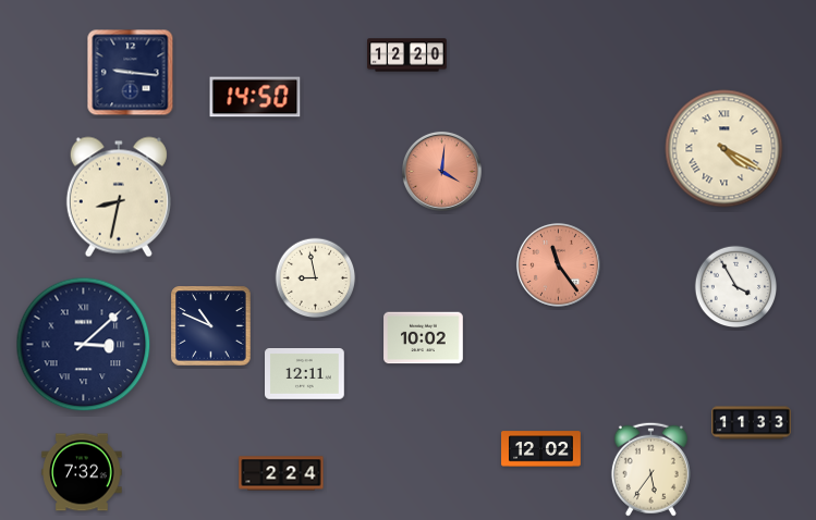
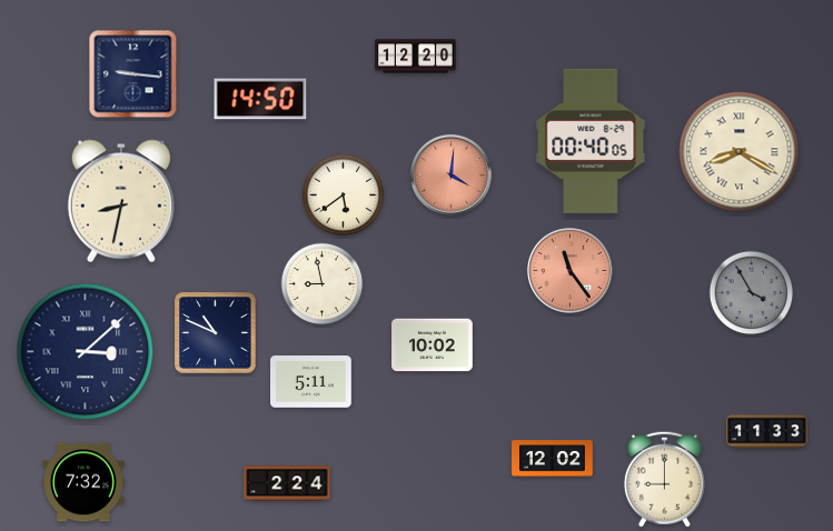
clock at (591, 141): none -> 00:40
clock at (724, 149): 4:20 -> 8:20
clock at (344, 196): none -> 5:39
clock at (736, 287) dial: white -> grey
clock at (305, 374): 12:11 -> 5:11
clock at (650, 469): 5:36 -> 9:00
